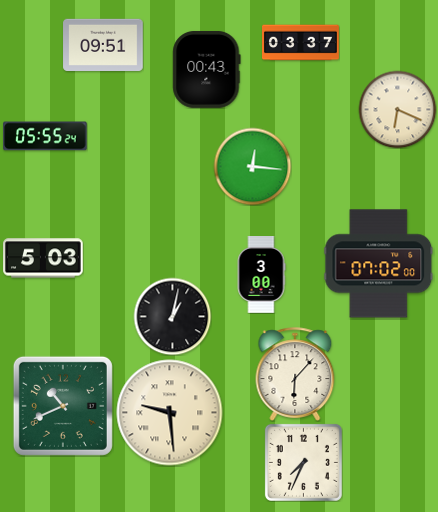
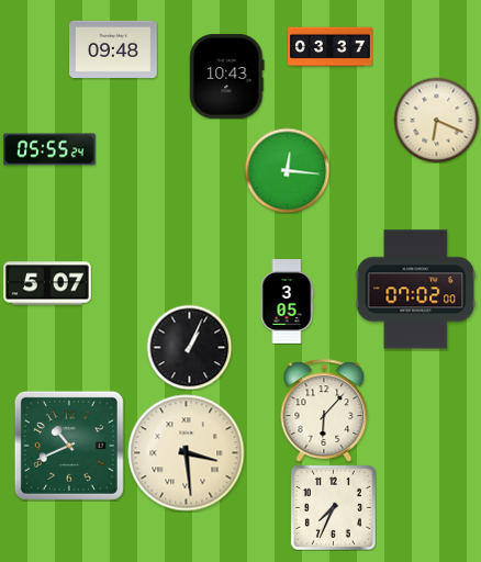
clock at (103, 44): 09:51 -> 09:48
clock at (207, 69): 00:43 -> 10:43
clock at (252, 166) position: (252, 166) -> (287, 170)
clock at (43, 258): 5:03 -> 5:07
clock at (261, 275): 3:00 -> 3:05
clock at (172, 316): 1:02 -> 1:04
clock at (170, 413): 9:29 -> 3:29
